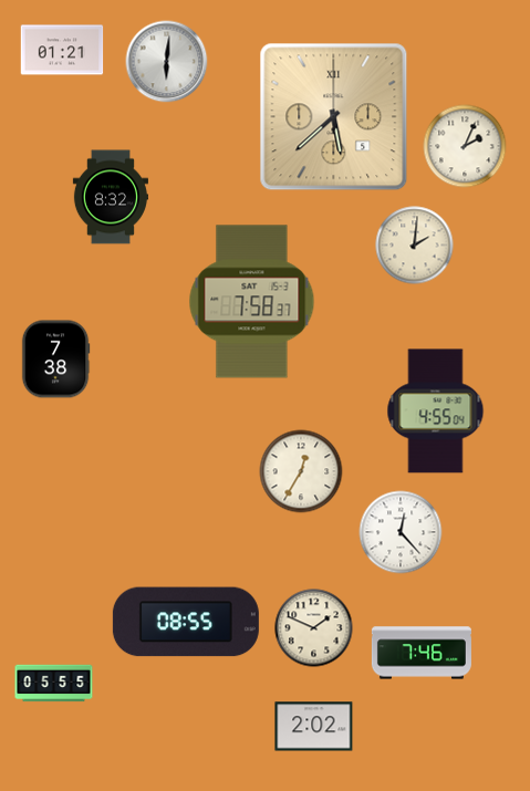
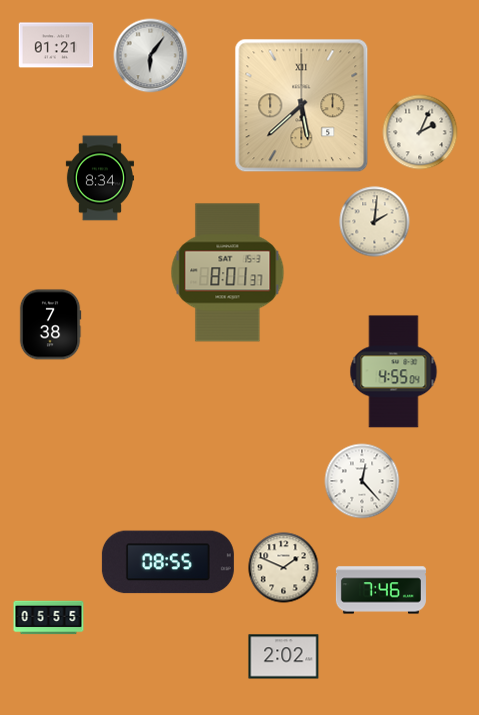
clock at (167, 62): 6:01 -> 6:06
clock at (110, 197): 8:32 -> 8:34
clock at (252, 302): 7:58 -> 8:01
clock at (301, 471): 12:35 -> none
